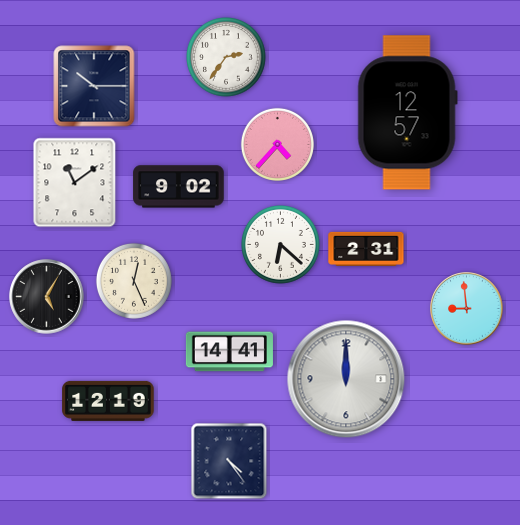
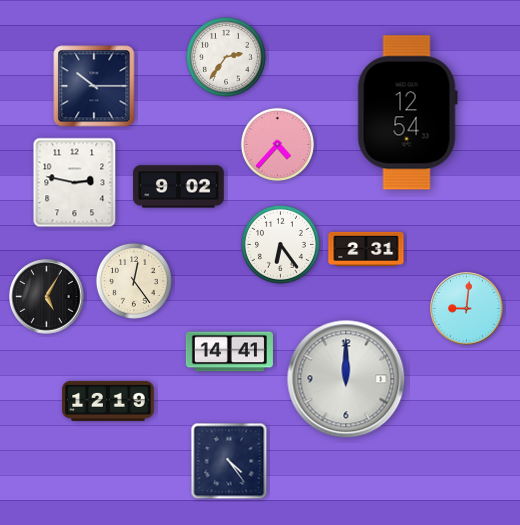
clock at (407, 113): 12:57 -> 12:54
clock at (75, 183): 11:09 -> 2:47
clock at (281, 245): 6:22 -> 6:24
clock at (134, 281): 12:26 -> 12:24
clock at (467, 309): 8:59 -> 9:01
